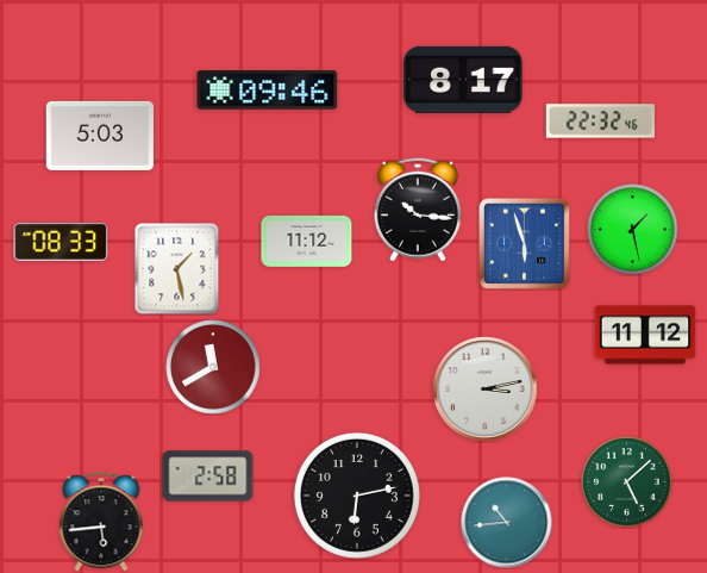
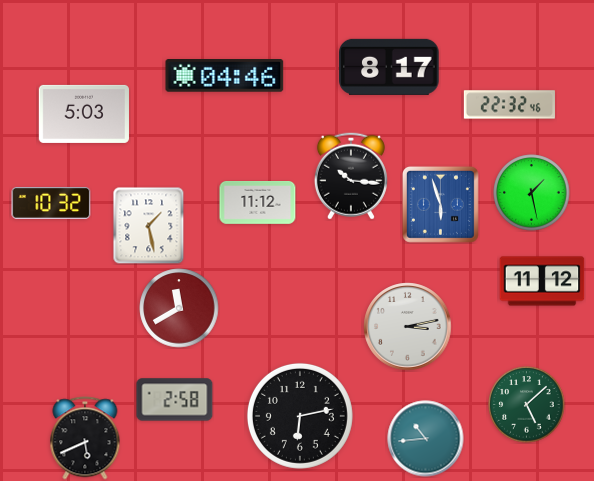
clock at (268, 91): 09:46 -> 04:46
clock at (600, 122) position: (600, 122) -> (509, 105)
clock at (61, 242): 08:33 -> 10:32
clock at (101, 522): 5:44 -> 5:41
